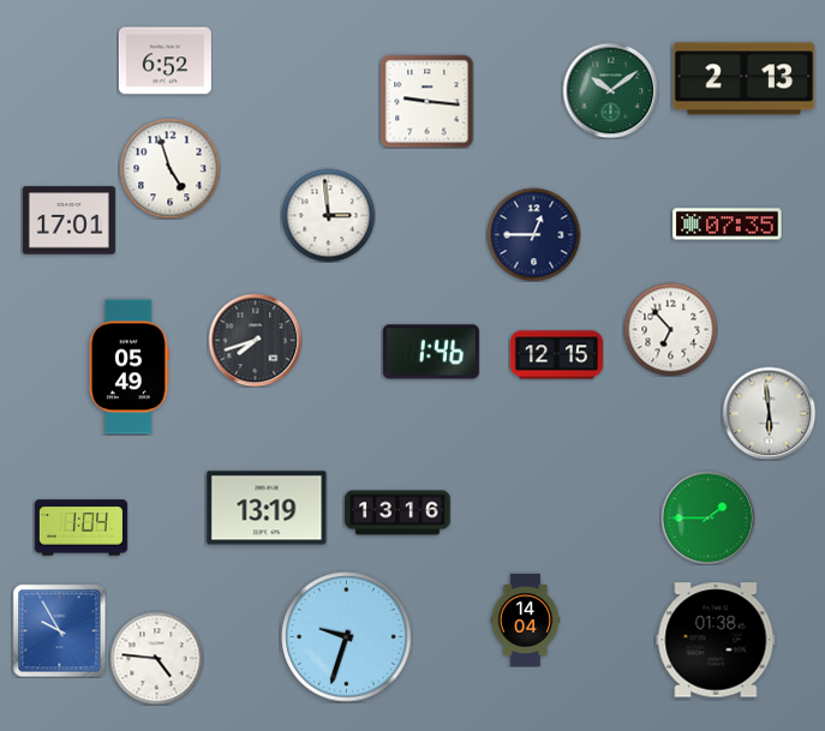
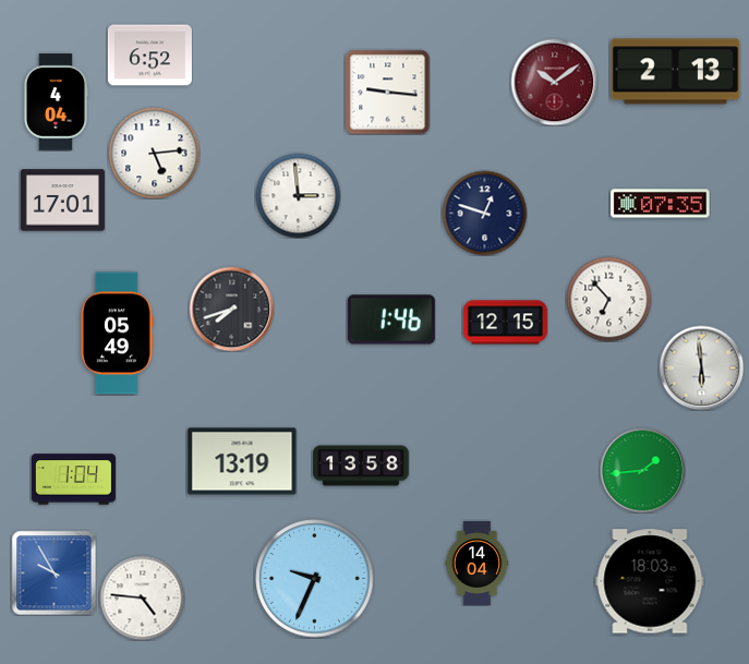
clock at (610, 90) dial: green -> burgundy
clock at (56, 102): none -> 4:04
clock at (169, 168): 4:57 -> 5:14
clock at (533, 234): 12:45 -> 12:48
clock at (769, 413) position: (769, 413) -> (701, 367)
clock at (397, 513): 13:16 -> 13:58
clock at (707, 517): 1:45 -> 1:44
clock at (347, 637): 9:33 -> 9:34
clock at (716, 640): 01:38 -> 18:03
